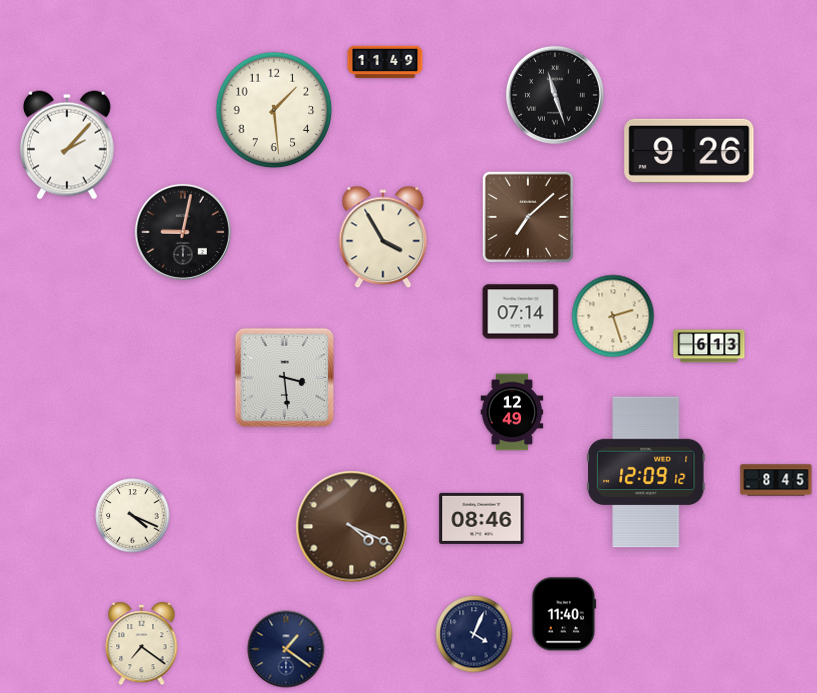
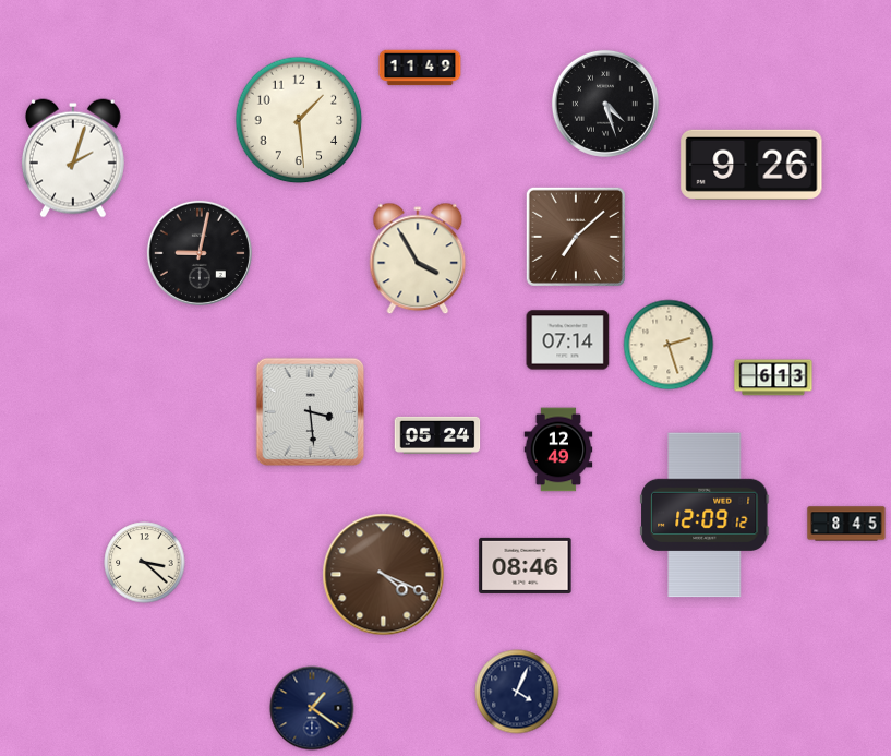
clock at (555, 95): 11:27 -> 4:27
clock at (67, 145): 2:07 -> 2:03
clock at (437, 435): none -> 05:24
clock at (133, 516): 4:19 -> 3:22
clock at (564, 614): 11:40 -> none
clock at (142, 645): 7:21 -> none
